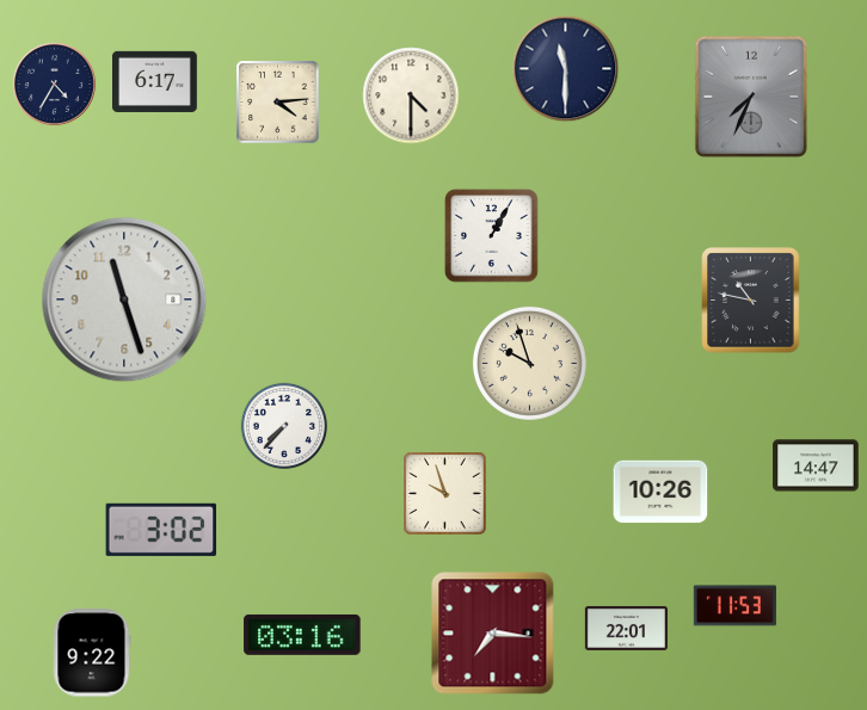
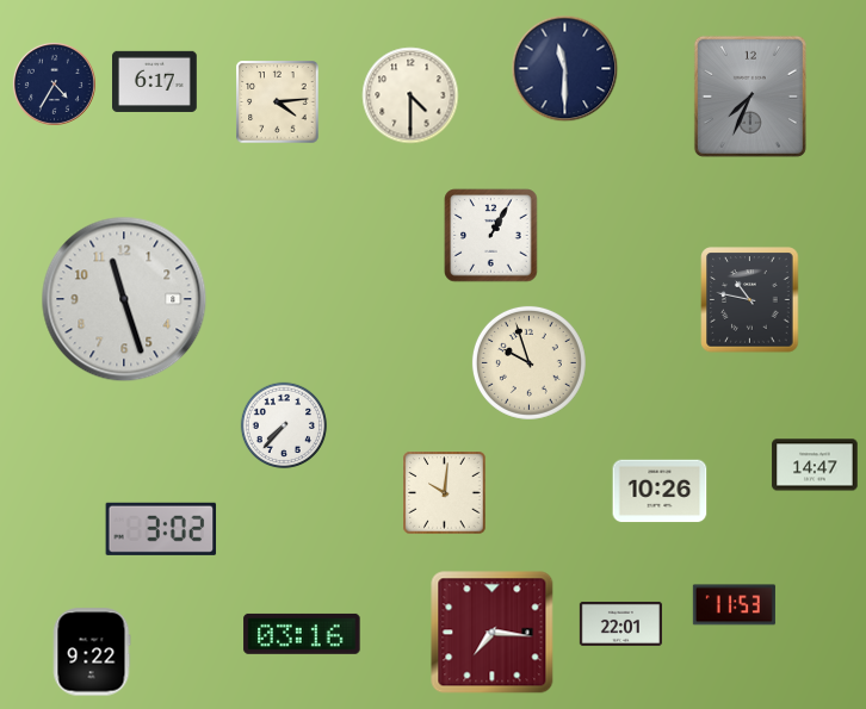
clock at (445, 494): 9:57 -> 10:01
clock at (626, 628) position: (626, 628) -> (620, 623)
